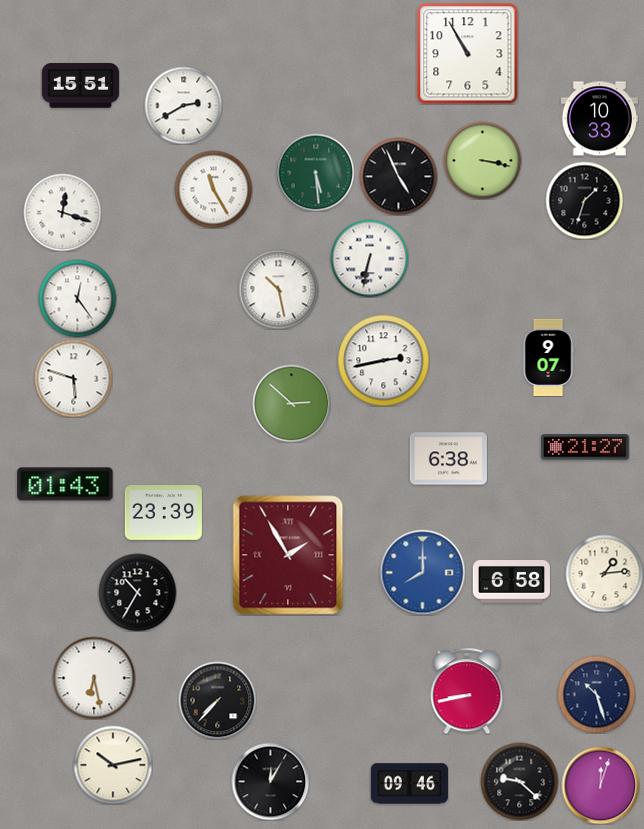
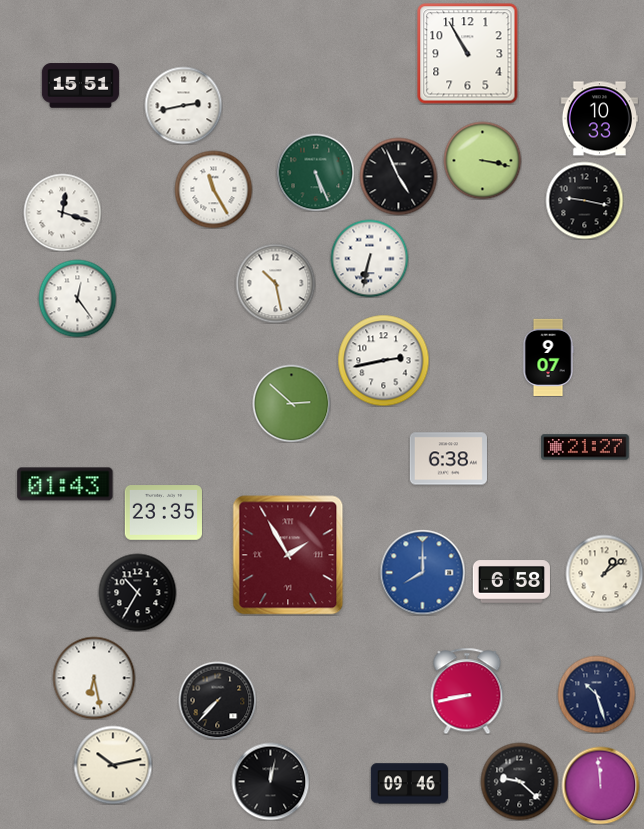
clock at (183, 105): 2:40 -> 2:43
clock at (315, 172): 5:29 -> 5:26
clock at (584, 200): 1:33 -> 9:17
clock at (278, 289) position: (278, 289) -> (275, 283)
clock at (73, 378): 5:48 -> none
clock at (163, 513): 23:39 -> 23:35
clock at (604, 573): 1:14 -> 1:09
clock at (270, 781): 12:05 -> 12:02
clock at (600, 785): 12:03 -> 11:59
